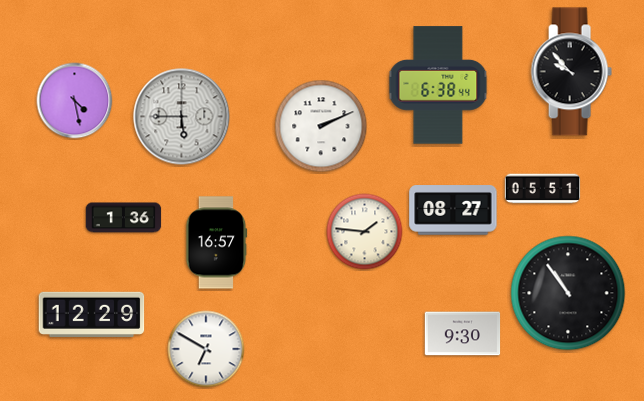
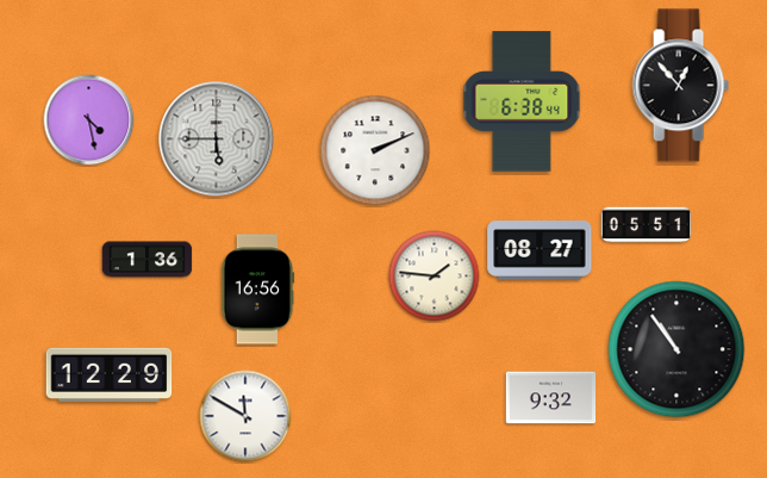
clock at (571, 72): 9:53 -> 12:53
clock at (321, 126) position: (321, 126) -> (375, 150)
clock at (216, 243): 16:57 -> 16:56
clock at (463, 334): 9:30 -> 9:32
clock at (206, 349): 6:50 -> 11:50
